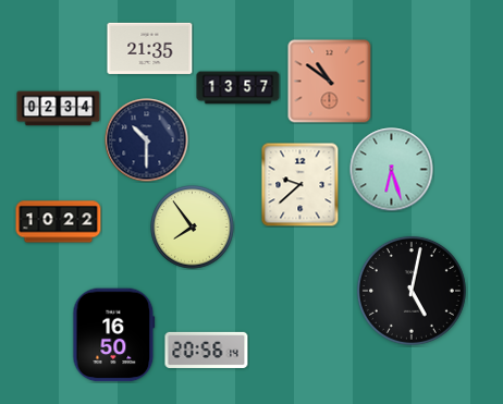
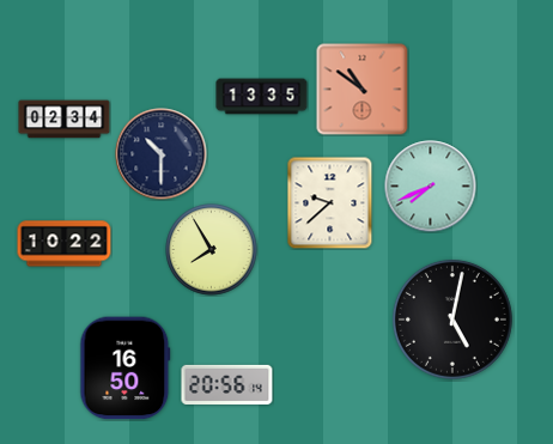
clock at (150, 48): 21:35 -> none
clock at (238, 88): 13:57 -> 13:35
clock at (392, 170): 6:27 -> 7:41
clock at (193, 228): 7:54 -> 7:55
